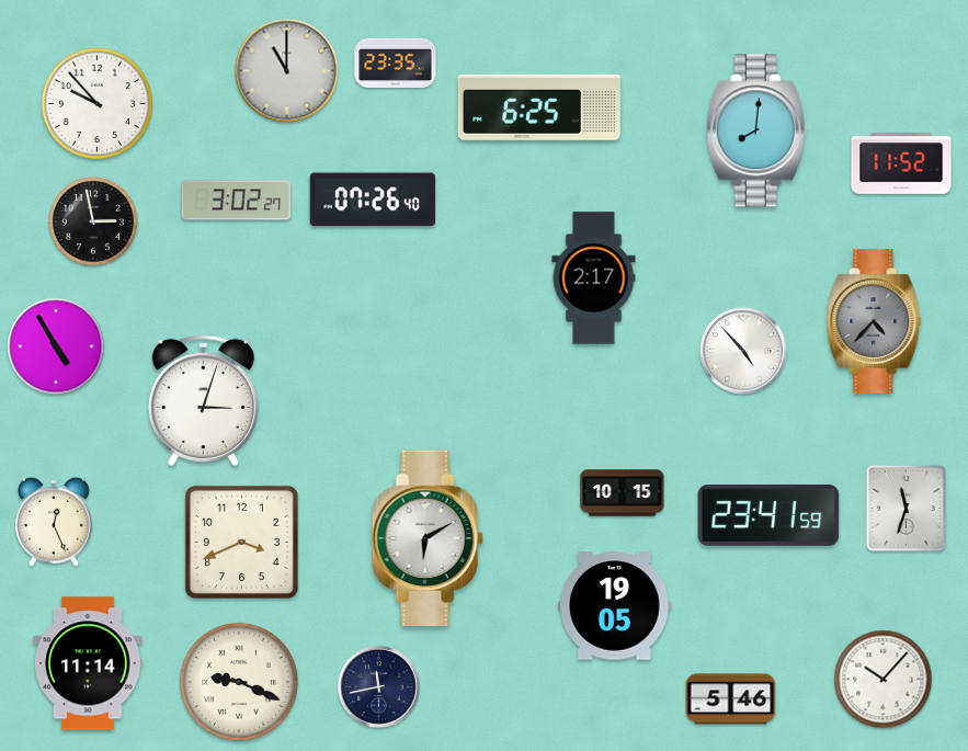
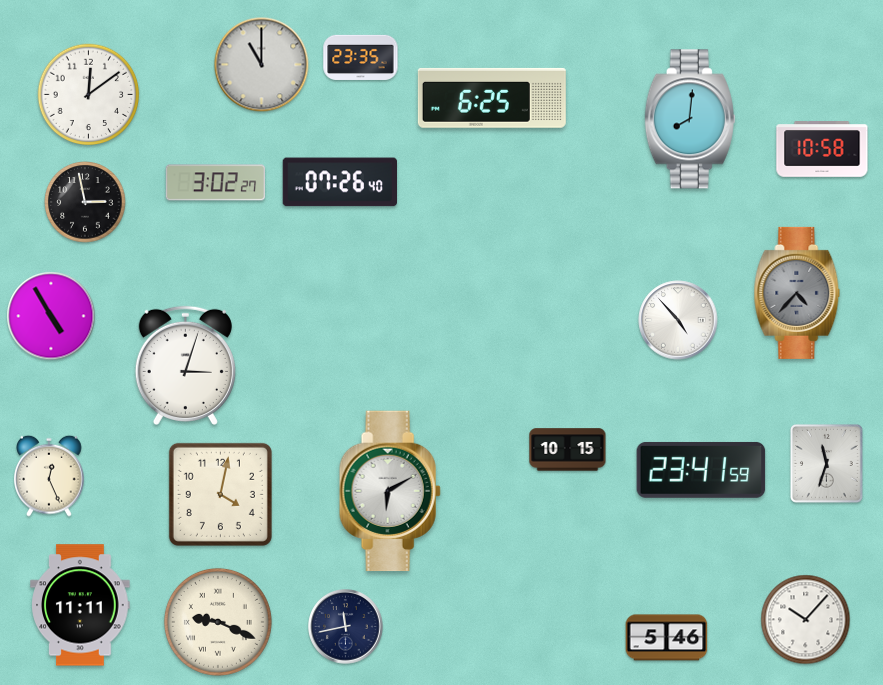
clock at (98, 104): 9:53 -> 12:09
clock at (901, 163): 11:52 -> 10:58
clock at (594, 278): 2:17 -> none
clock at (241, 542): 3:41 -> 4:02
clock at (615, 606): 19:05 -> none
clock at (88, 663): 11:14 -> 11:11
